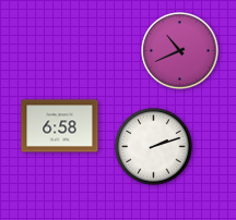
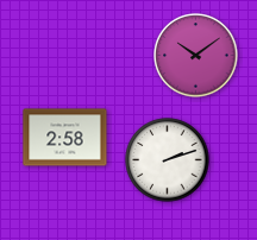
clock at (180, 51): 10:41 -> 10:09
clock at (60, 126): 6:58 -> 2:58
